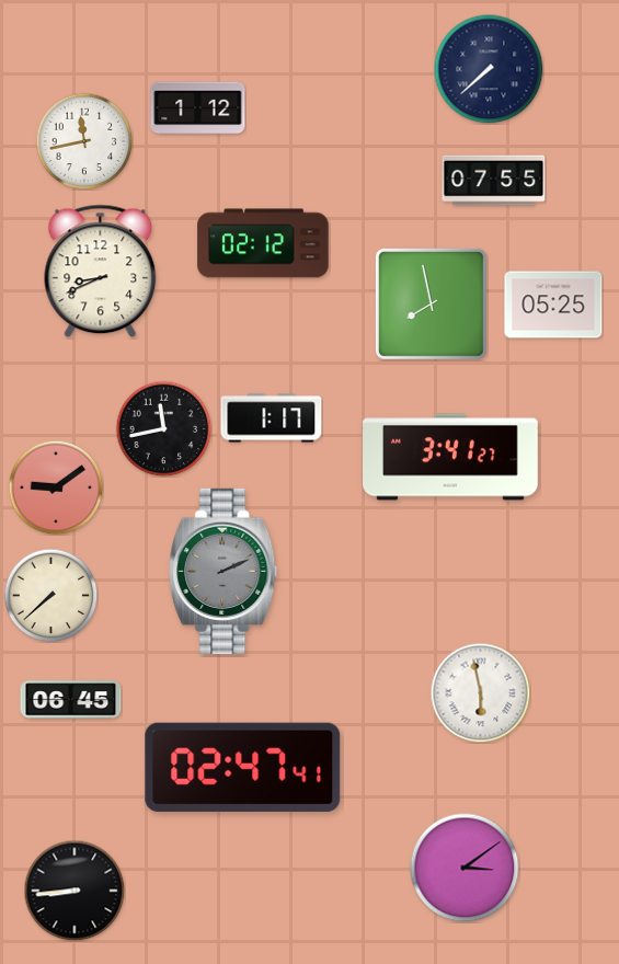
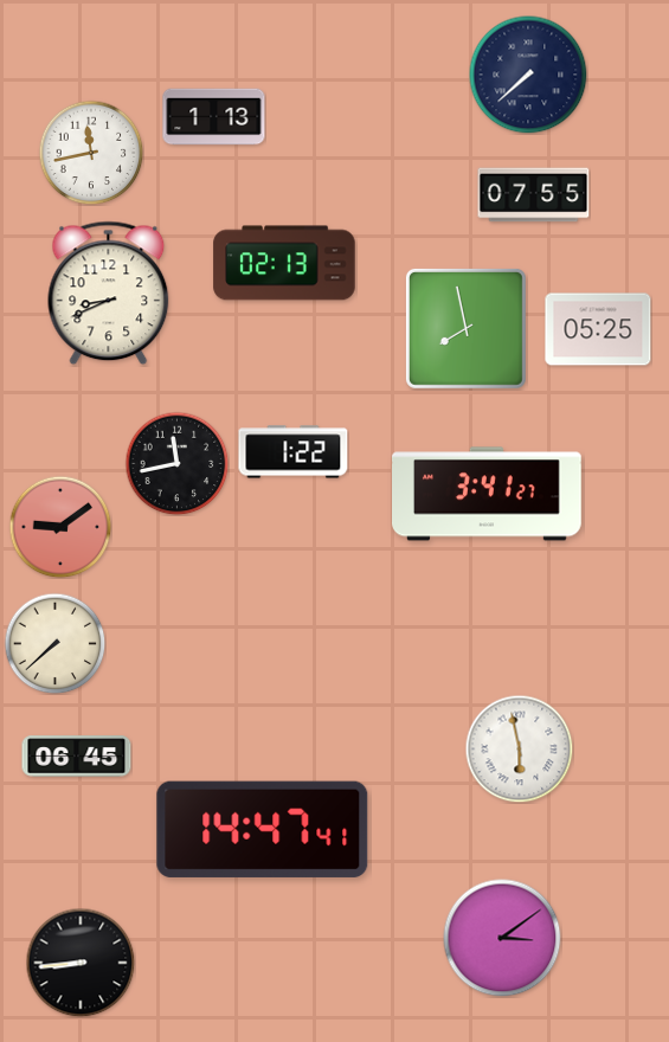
clock at (198, 108): 1:12 -> 1:13
clock at (263, 243): 02:12 -> 02:13
clock at (272, 418): 1:17 -> 1:22
clock at (223, 571): 2:11 -> none
clock at (243, 767): 02:47 -> 14:47
